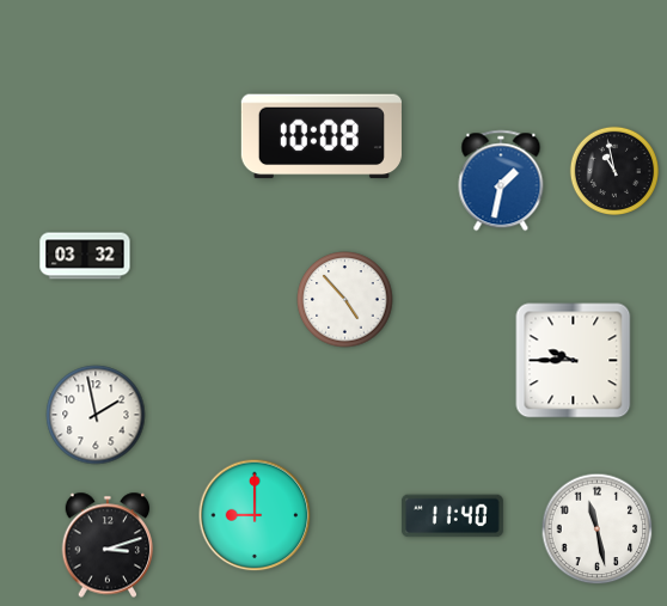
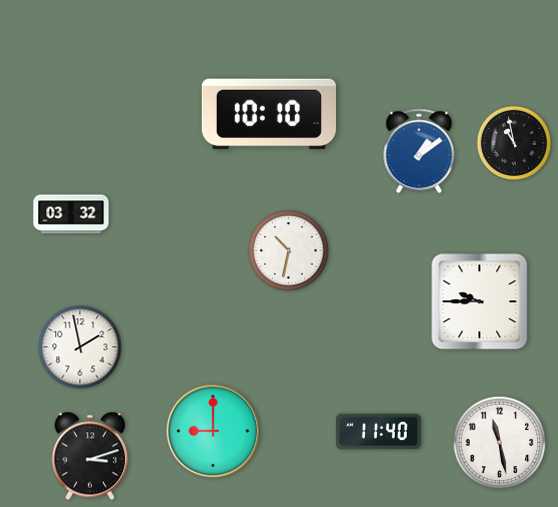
clock at (322, 136): 10:08 -> 10:10
clock at (501, 180): 1:32 -> 1:09
clock at (345, 300): 4:53 -> 10:32
